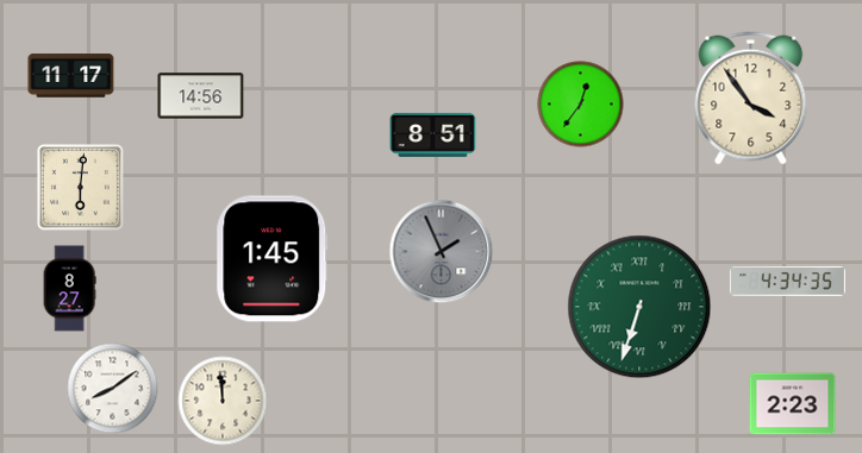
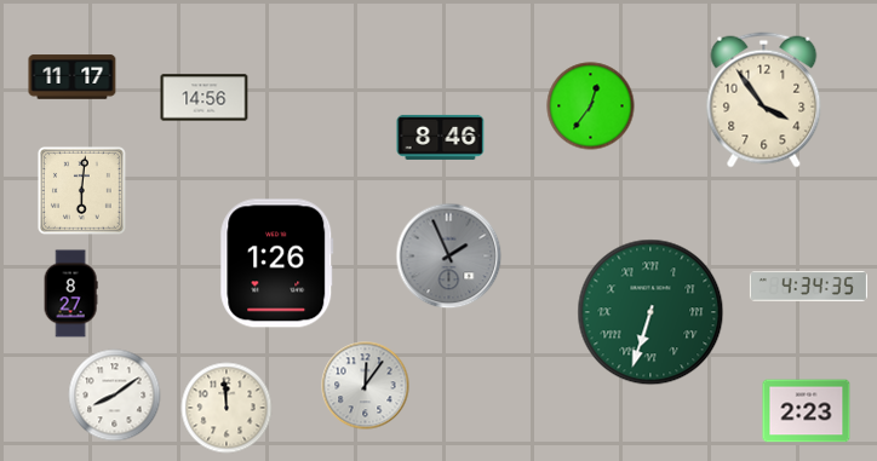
clock at (433, 134): 8:51 -> 8:46
clock at (273, 259): 1:45 -> 1:26
clock at (787, 282) position: (787, 282) -> (808, 287)
clock at (366, 386): none -> 12:06
